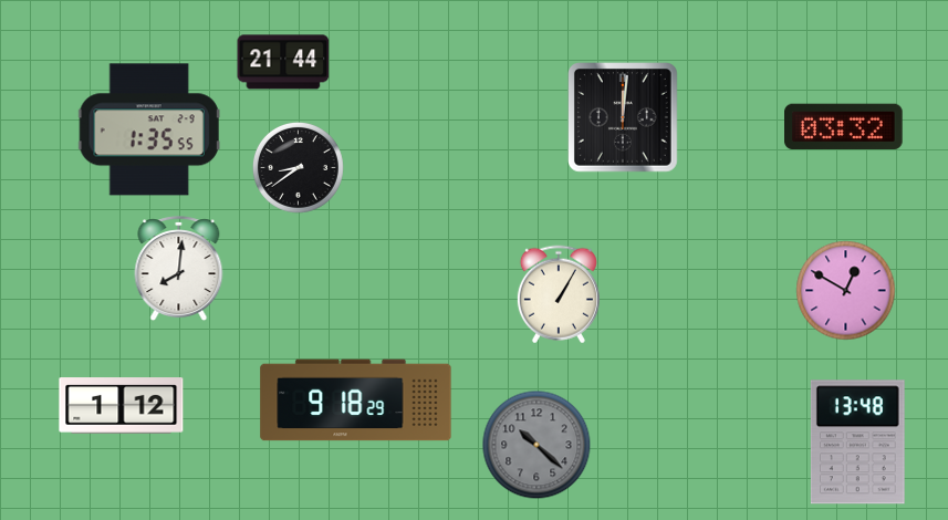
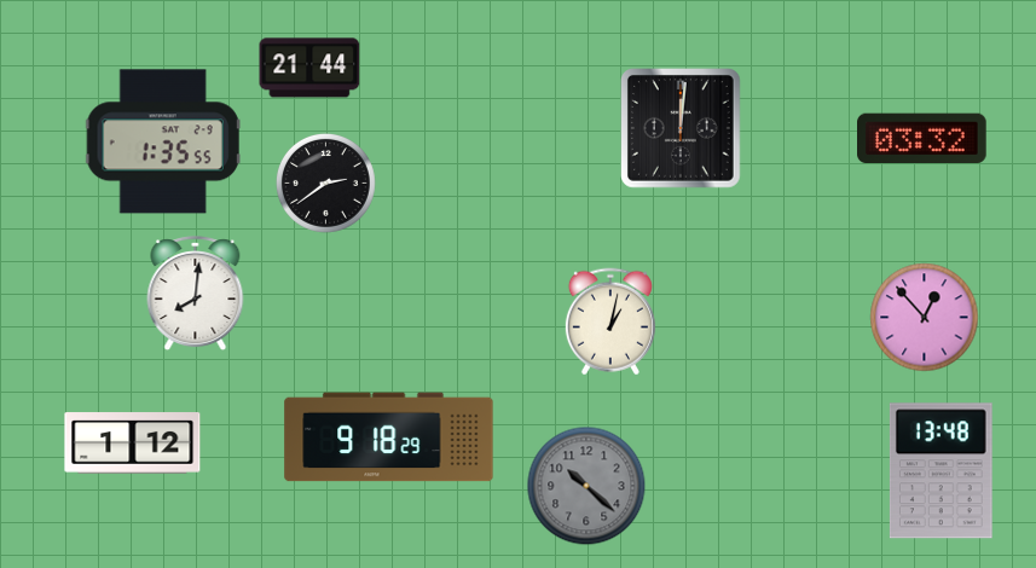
clock at (298, 167): 8:39 -> 2:39
clock at (846, 291): 12:50 -> 12:53
clock at (559, 294): 1:05 -> 1:02
clock at (857, 443) position: (857, 443) -> (940, 471)
